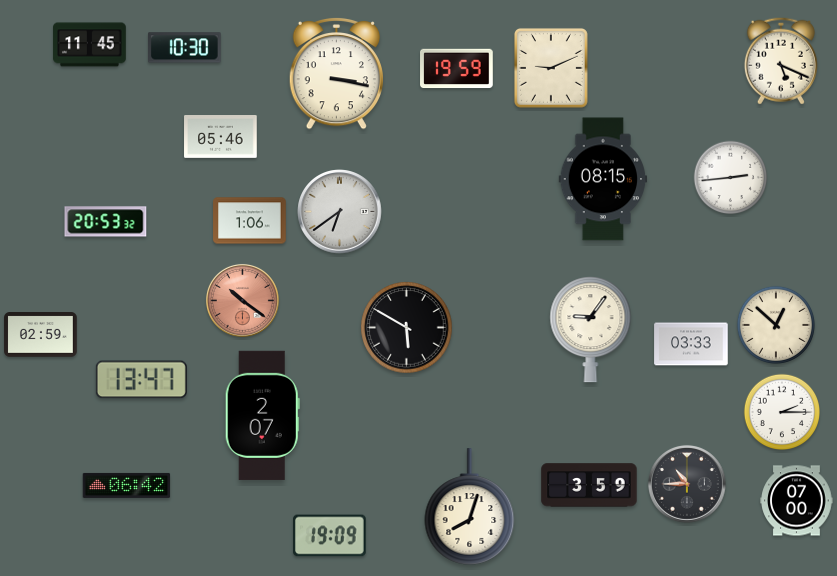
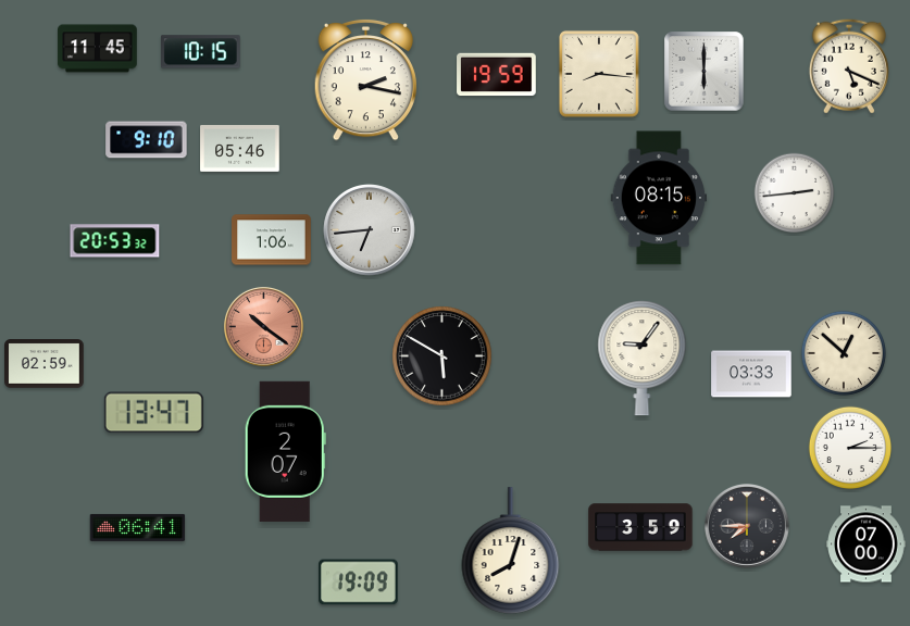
clock at (185, 48): 10:30 -> 10:15
clock at (705, 72): none -> 6:00
clock at (551, 68): 9:11 -> 8:16
clock at (336, 73): 3:17 -> 2:17
clock at (147, 140): none -> 9:10
clock at (603, 179) position: (603, 179) -> (659, 198)
clock at (340, 212): 6:39 -> 6:44
clock at (687, 484): 10:45 -> 7:45
clock at (127, 485): 06:42 -> 06:41
